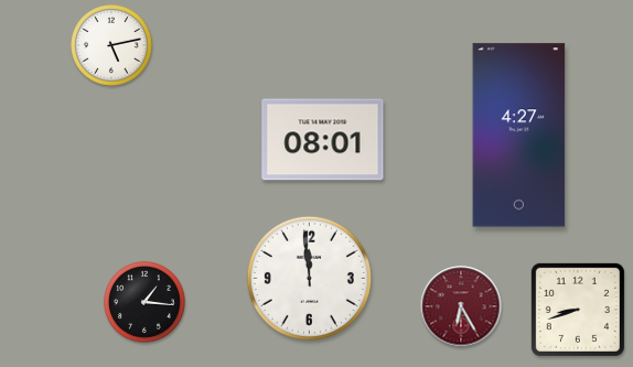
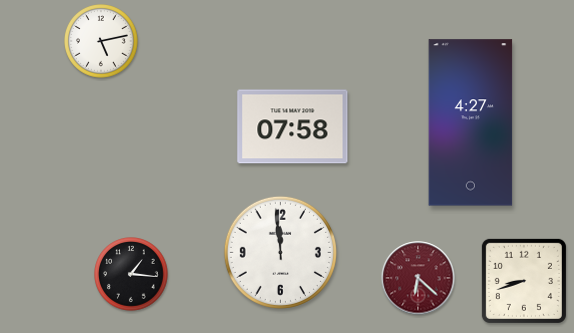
clock at (323, 140): 08:01 -> 07:58
clock at (461, 306): 6:25 -> 6:22
